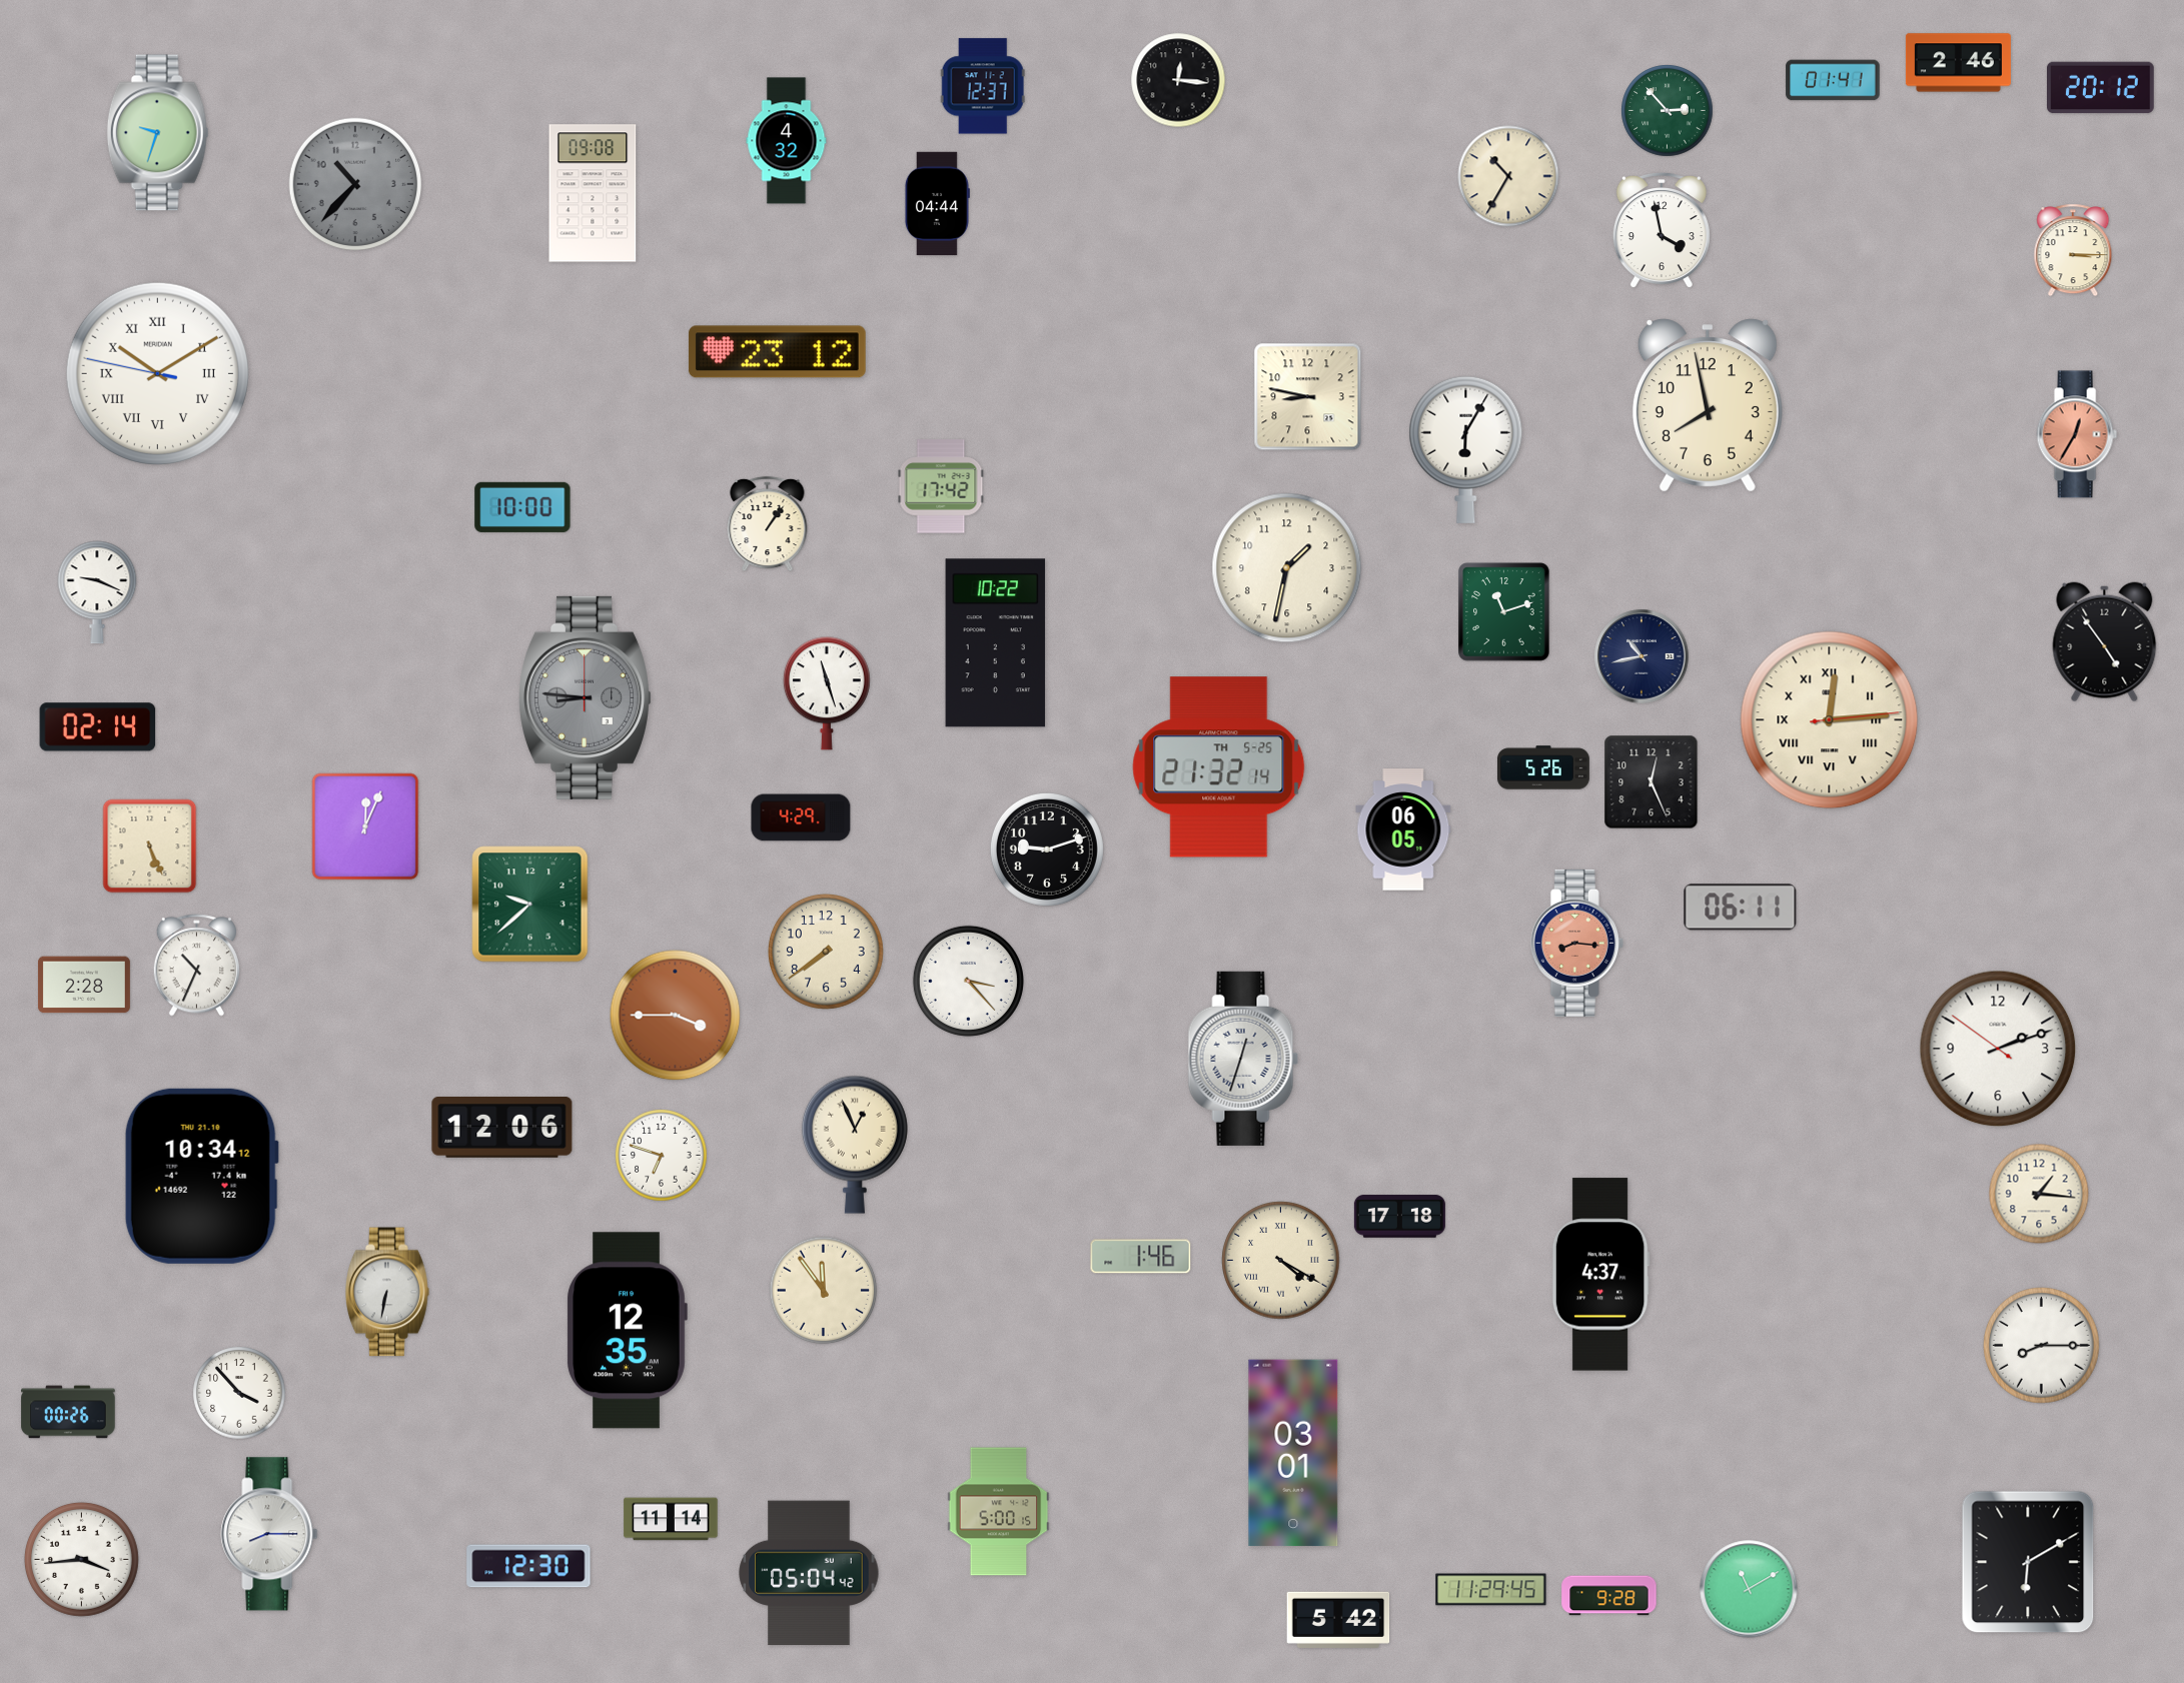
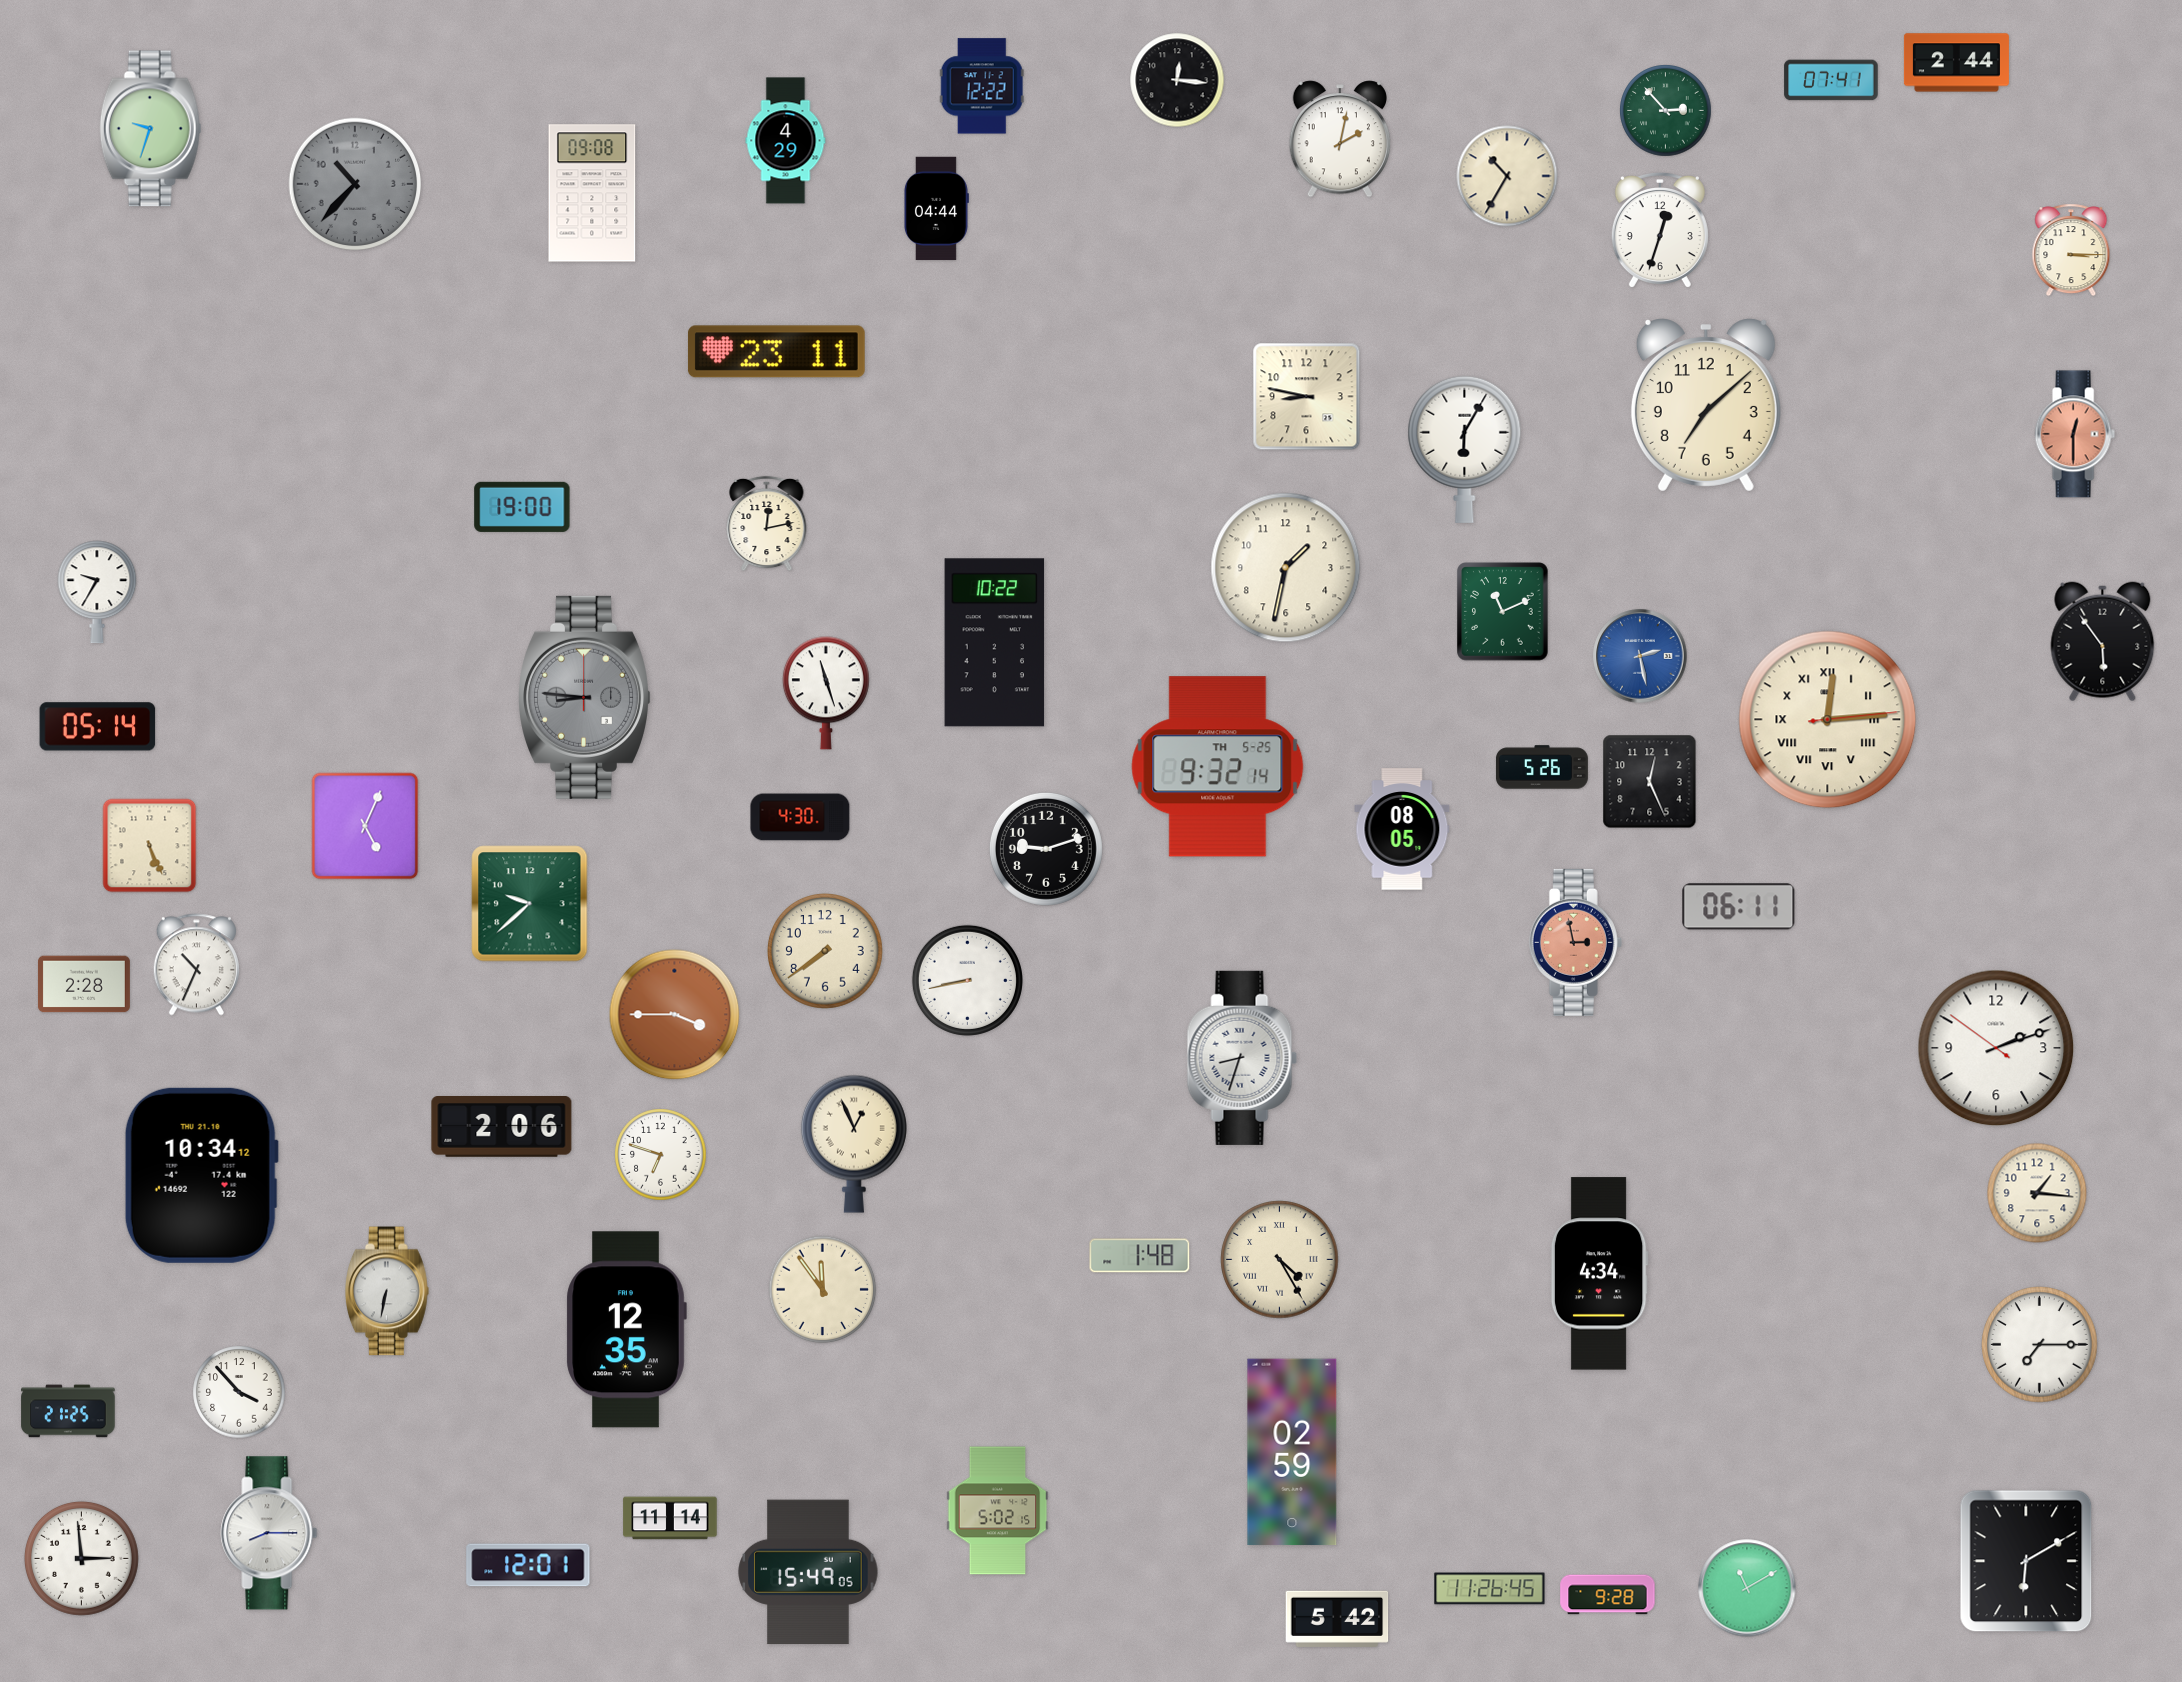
clock at (1958, 63): 2:46 -> 2:44
clock at (1833, 80): 01:41 -> 07:41
clock at (983, 86): 12:37 -> 12:22
clock at (2101, 88): 20:12 -> none
clock at (158, 133) position: (158, 133) -> (151, 129)
clock at (1340, 139): none -> 2:02
clock at (787, 141): 4:32 -> 4:29
clock at (937, 204) position: (937, 204) -> (936, 209)
clock at (1662, 230): 3:58 -> 12:33
clock at (777, 352): 23:12 -> 23:11
clock at (157, 373): 10:09 -> none
clock at (1708, 405): 7:58 -> 7:08
clock at (2077, 434): 12:35 -> 12:30
clock at (941, 486): 17:42 -> none
clock at (522, 507): 10:00 -> 19:00
clock at (768, 524): 1:06 -> 12:13
clock at (97, 592): 9:19 -> 9:35
clock at (1504, 612): 11:12 -> 11:11
clock at (2105, 642): 4:54 -> 5:54
clock at (1642, 656): 10:43 -> 2:28
clock at (1642, 656) dial: navy -> blue
clock at (98, 727): 02:14 -> 05:14
clock at (1219, 767): 21:32 -> 9:32
clock at (801, 817): 4:29 -> 4:30
clock at (365, 826): 12:04 -> 5:04
clock at (1403, 829): 06:05 -> 08:05
clock at (1576, 943): 8:16 -> 2:58
clock at (968, 981): 3:23 -> 8:43
clock at (1243, 1059): 12:33 -> 8:33
clock at (502, 1128): 12:06 -> 2:06
clock at (1399, 1217): 17:18 -> none
clock at (1141, 1257): 1:46 -> 1:48
clock at (1281, 1261): 4:20 -> 4:25
clock at (1600, 1275): 4:37 -> 4:34
clock at (2042, 1346): 8:15 -> 7:15
clock at (68, 1412): 00:26 -> 21:25
clock at (1293, 1453): 03:01 -> 02:59
clock at (999, 1512): 5:00 -> 5:02
clock at (81, 1559): 3:44 -> 2:59
clock at (528, 1566): 12:30 -> 12:01
clock at (809, 1573): 05:04 -> 15:49
clock at (1491, 1590): 11:29 -> 11:26
